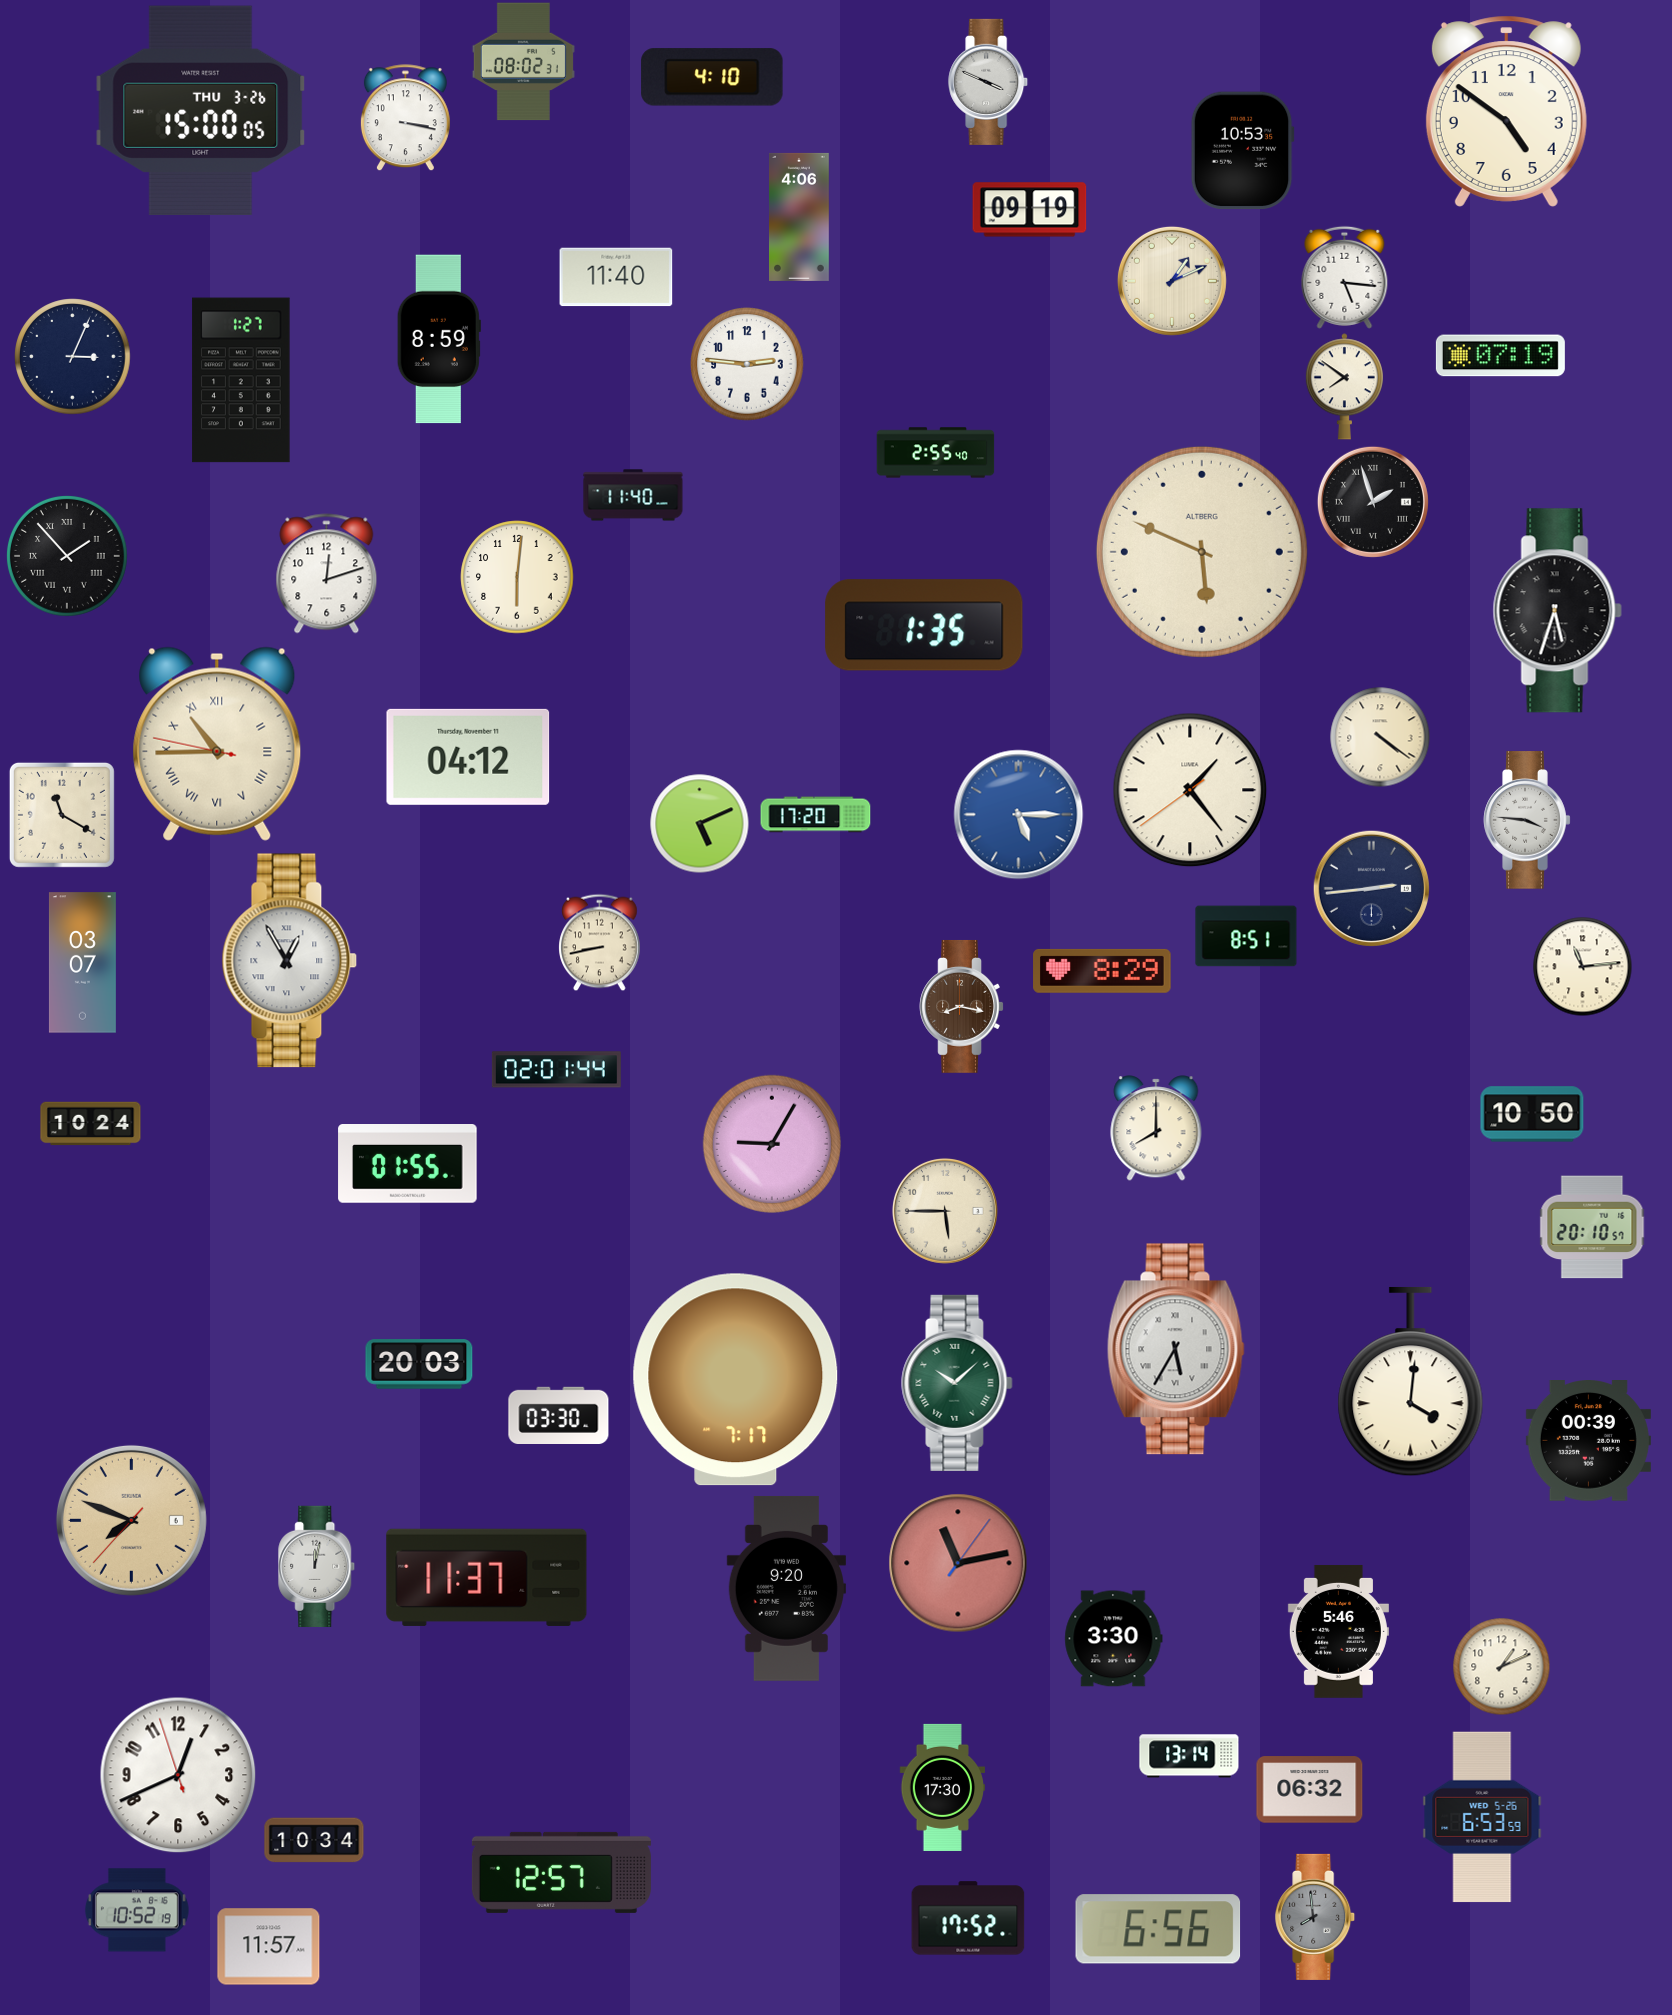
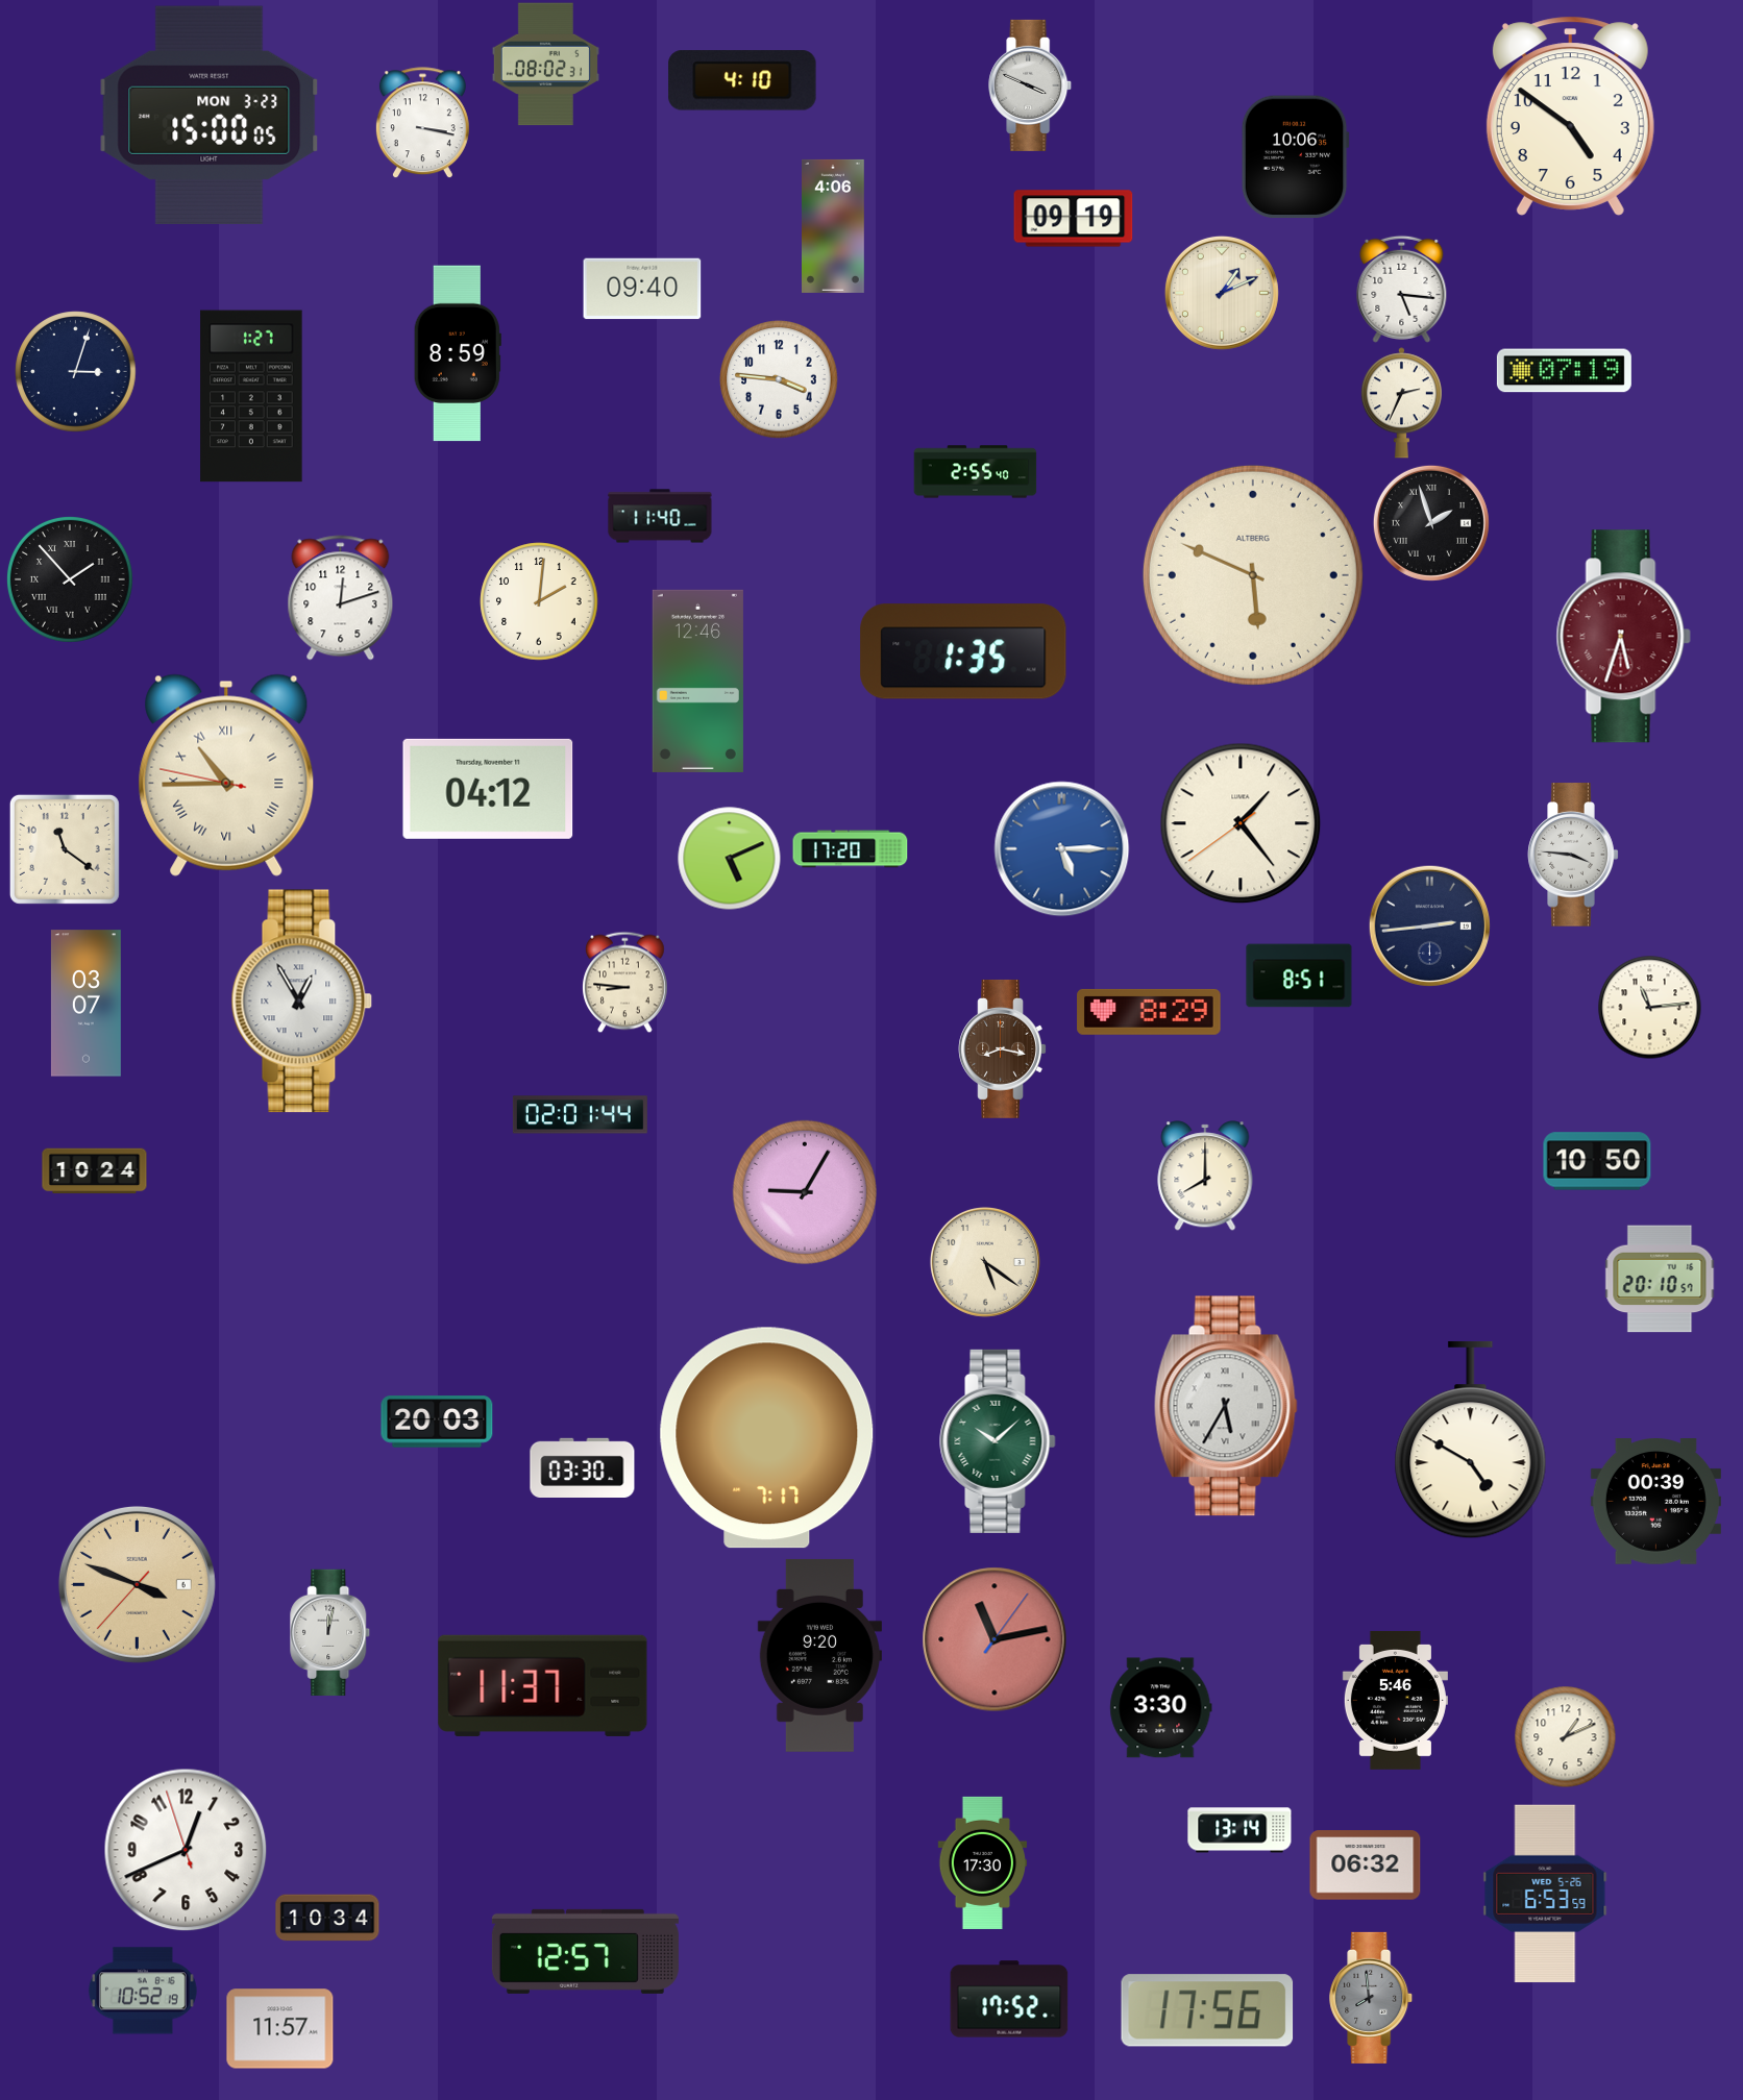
clock at (201, 110) date: THU 3-26 -> MON 3-23
clock at (1242, 151): 10:53 -> 10:06
clock at (616, 277): 11:40 -> 09:40
clock at (73, 357): 3:04 -> 3:03
clock at (747, 364): 2:46 -> 3:46
clock at (1344, 387): 7:51 -> 2:34
clock at (517, 577): 6:01 -> 2:01
clock at (1557, 611) dial: black -> burgundy
clock at (697, 681): none -> 12:46
clock at (1380, 737): 4:21 -> none
clock at (62, 815): 11:20 -> 11:21
clock at (1527, 820) position: (1527, 820) -> (1573, 855)
clock at (600, 942): 8:43 -> 8:46
clock at (408, 1164): 01:55 -> none
clock at (945, 1211): 5:45 -> 5:21
clock at (1411, 1382): 4:01 -> 4:50
clock at (559, 1415) position: (559, 1415) -> (583, 1467)
clock at (131, 1520): 7:48 -> 3:48
clock at (958, 1563) position: (958, 1563) -> (995, 1639)
clock at (487, 1577) position: (487, 1577) -> (543, 1685)
clock at (1158, 1929): 6:56 -> 17:56
